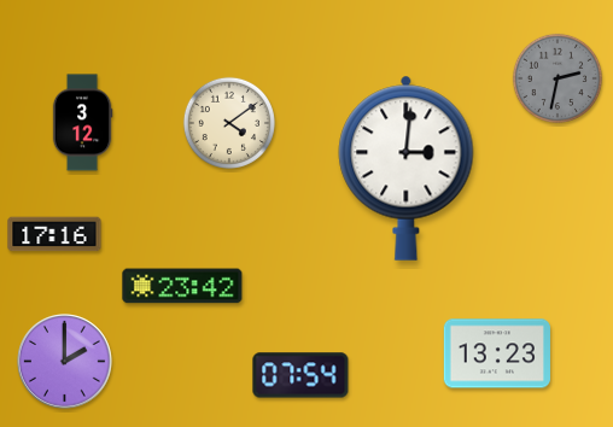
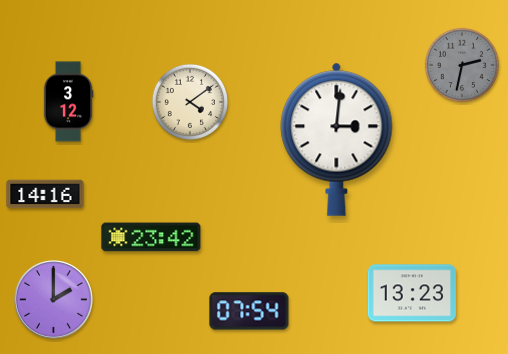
clock at (54, 234): 17:16 -> 14:16
